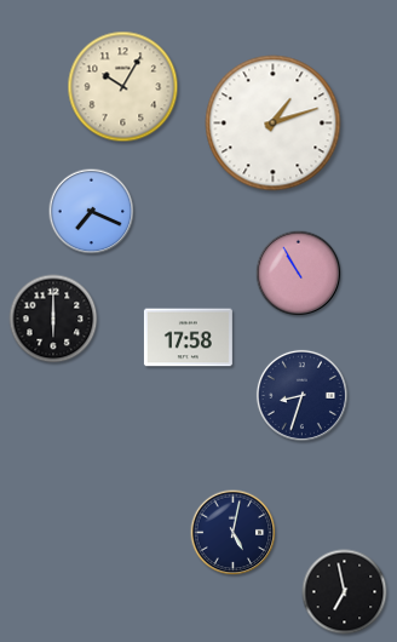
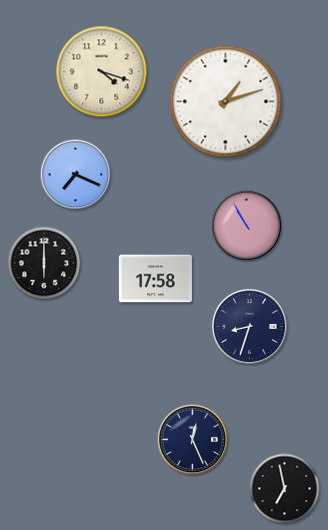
clock at (123, 87): 10:05 -> 4:18
clock at (234, 533): 5:02 -> 12:26
